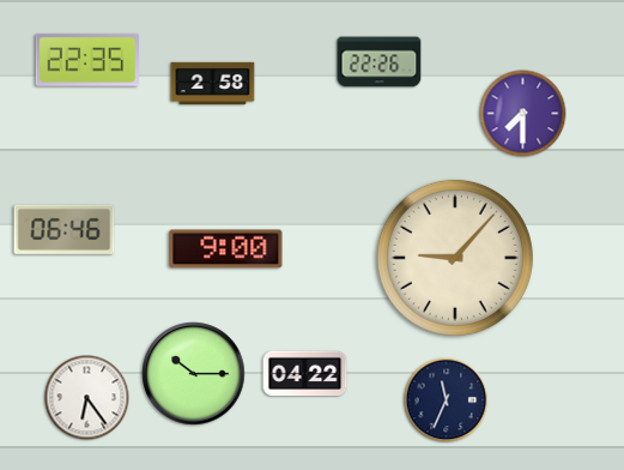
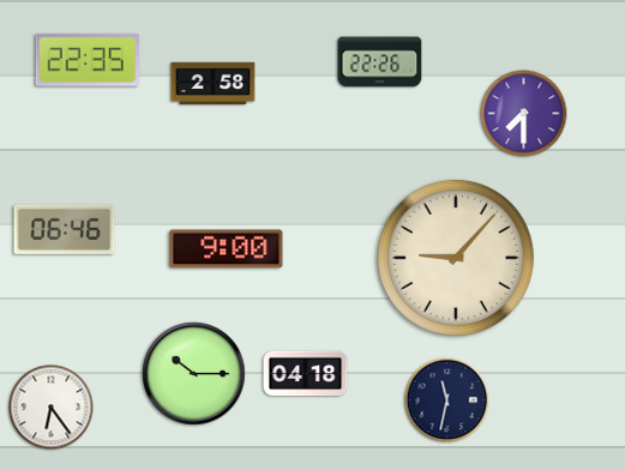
clock at (305, 373): 04:22 -> 04:18
clock at (87, 398) position: (87, 398) -> (52, 408)
clock at (447, 400): 11:34 -> 11:32
